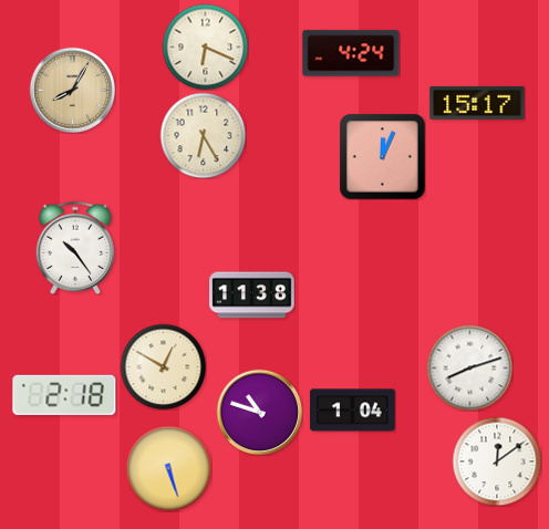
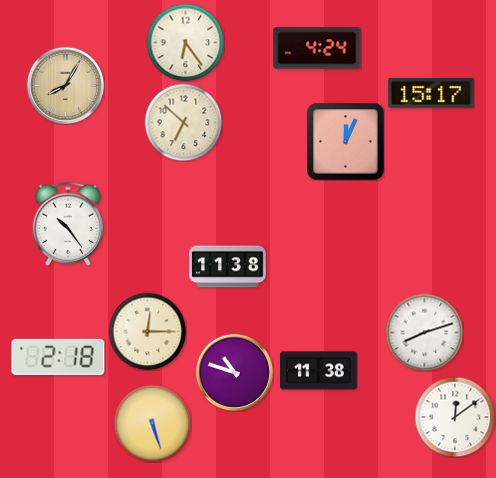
clock at (205, 46): 6:19 -> 6:24
clock at (72, 90) position: (72, 90) -> (65, 85)
clock at (203, 135): 6:25 -> 6:52
clock at (163, 366): 12:50 -> 12:15
clock at (353, 411): 1:04 -> 11:38
clock at (497, 461) position: (497, 461) -> (455, 417)
